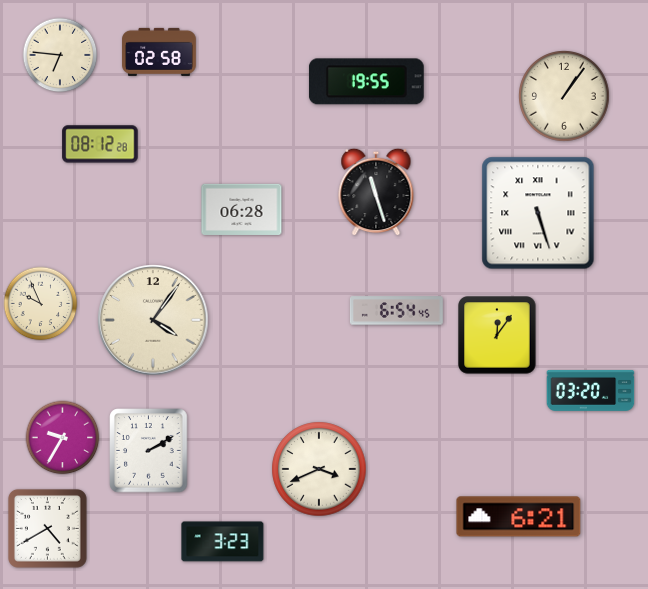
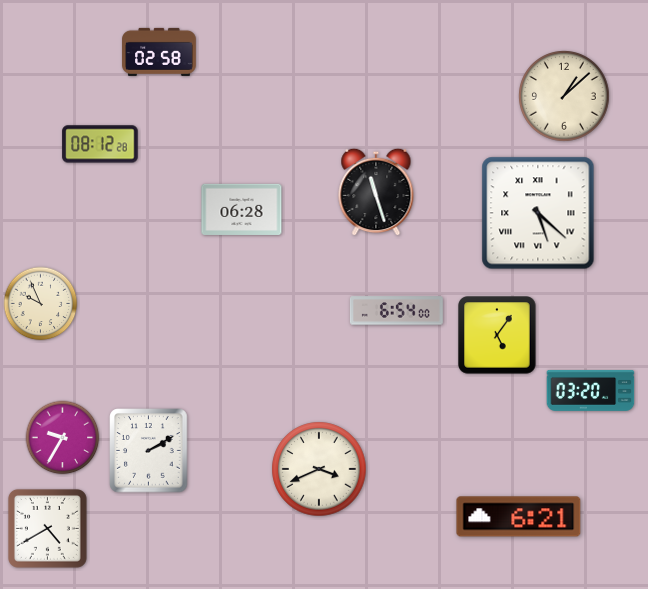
clock at (60, 55): 6:46 -> none
clock at (366, 82): 19:55 -> none
clock at (565, 97): 1:06 -> 1:08
clock at (538, 213): 5:27 -> 5:22
clock at (396, 311): 6:54:45 -> 6:54:00
clock at (153, 320): 4:06 -> none
clock at (497, 335): 12:06 -> 5:06
clock at (223, 542): 3:23 -> none
